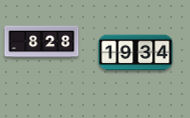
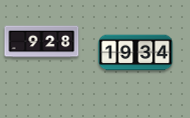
clock at (42, 42): 8:28 -> 9:28
